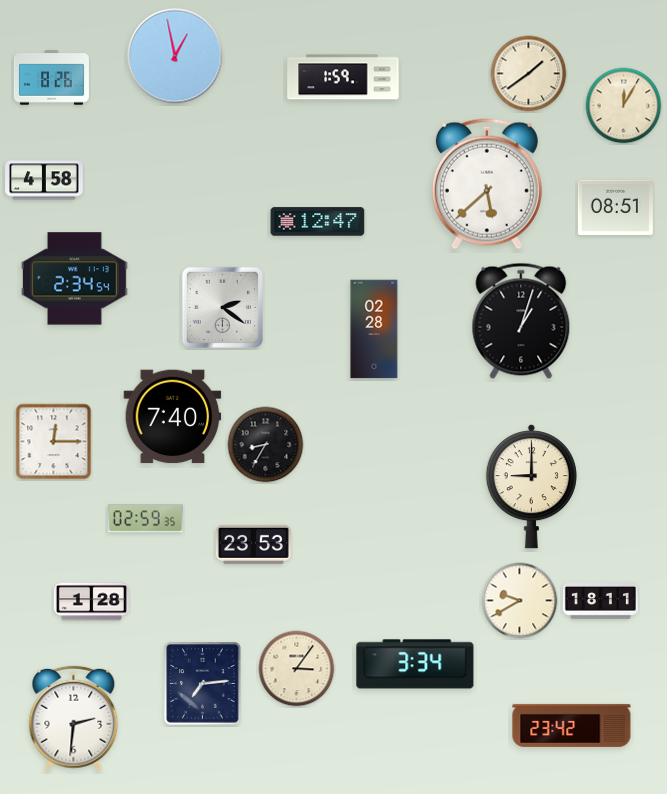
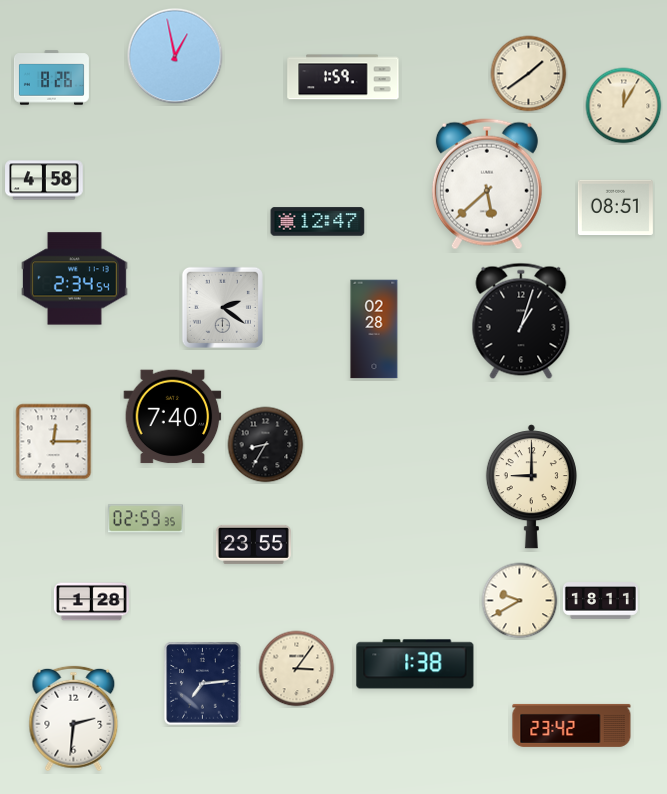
clock at (253, 544): 23:53 -> 23:55
clock at (415, 664): 3:34 -> 1:38
